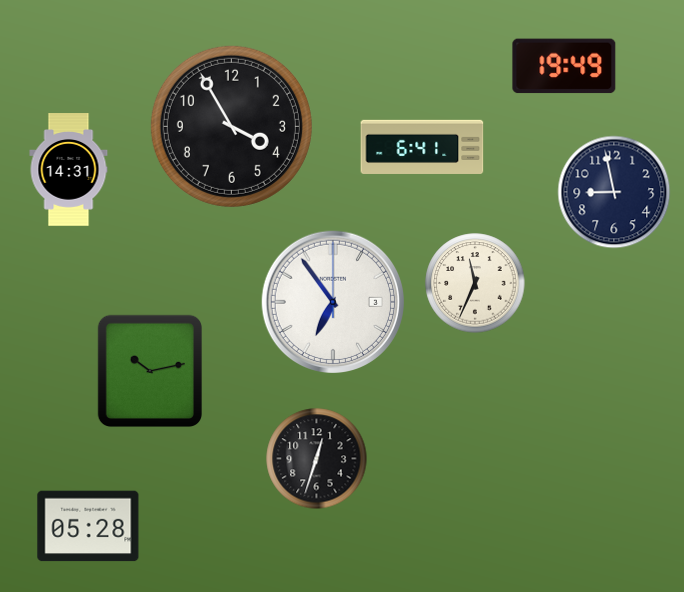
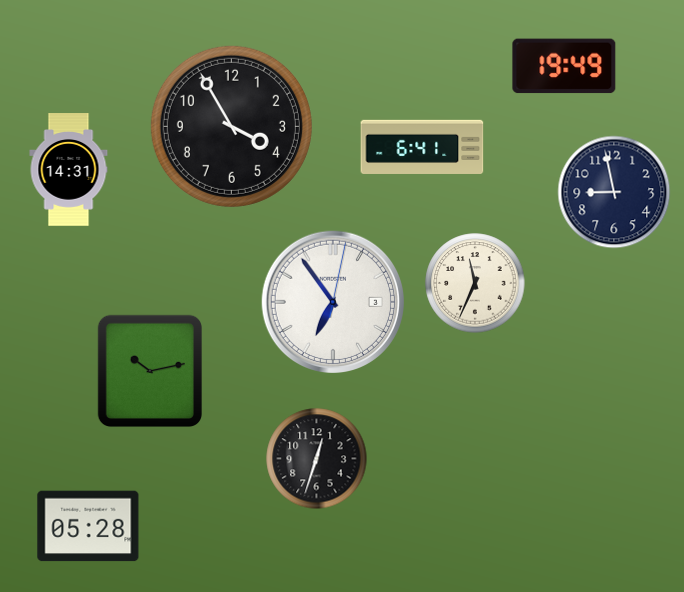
clock at (332, 301): 6:54:00 -> 6:54:02
